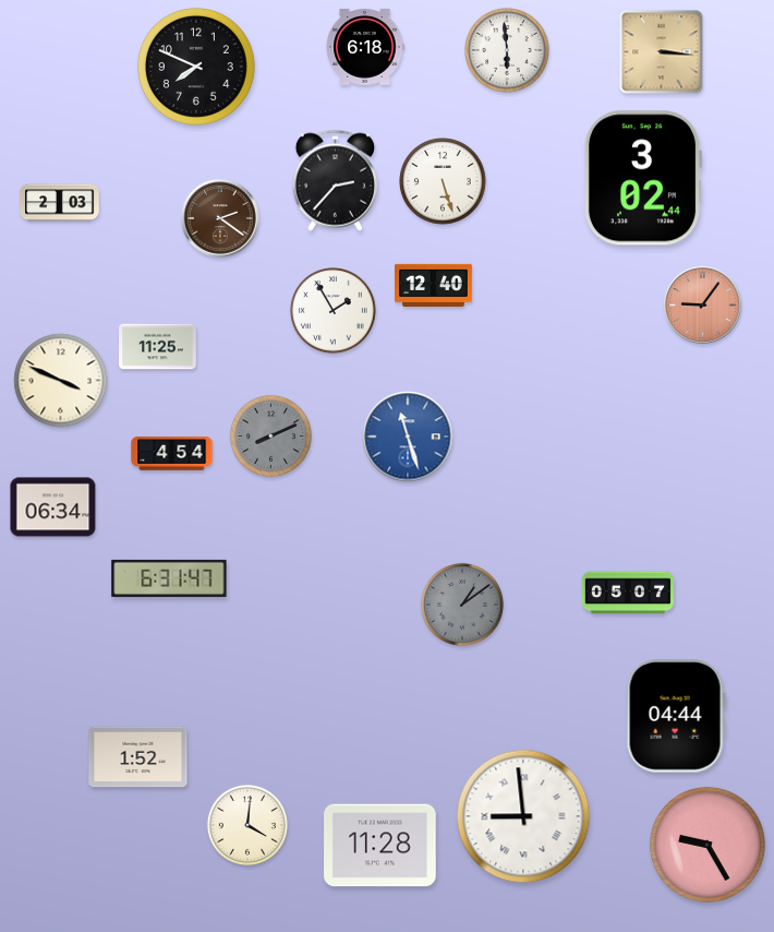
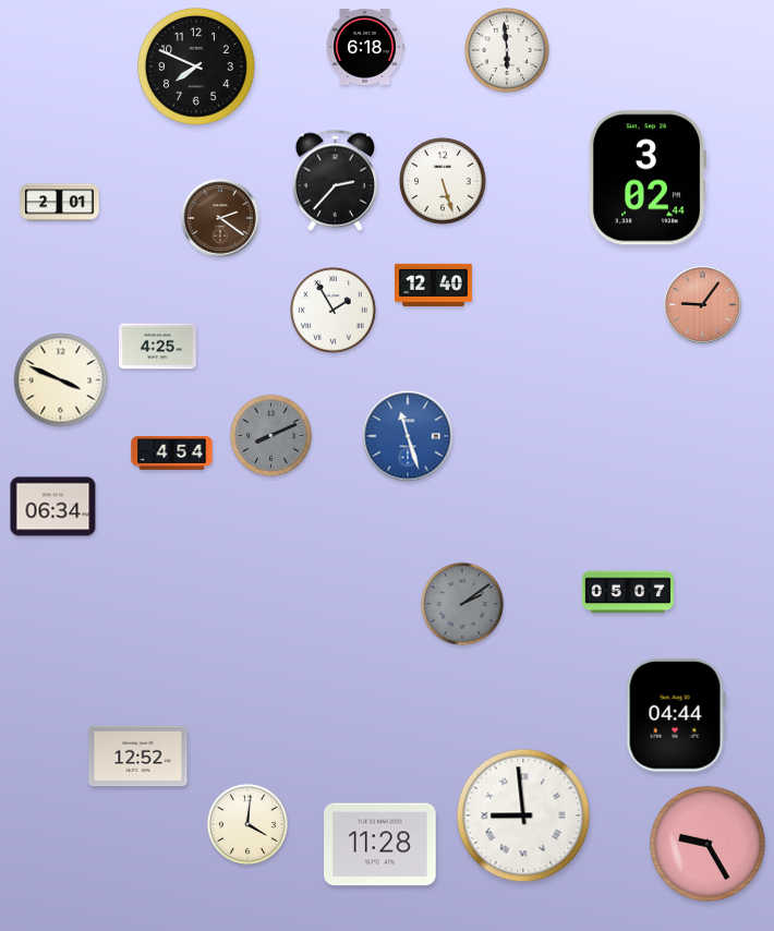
clock at (662, 52): 3:16 -> none
clock at (643, 178) position: (643, 178) -> (648, 178)
clock at (60, 203): 2:03 -> 2:01
clock at (158, 347): 11:25 -> 4:25
clock at (169, 578): 6:31 -> none
clock at (462, 605): 1:09 -> 2:09
clock at (138, 757): 1:52 -> 12:52
